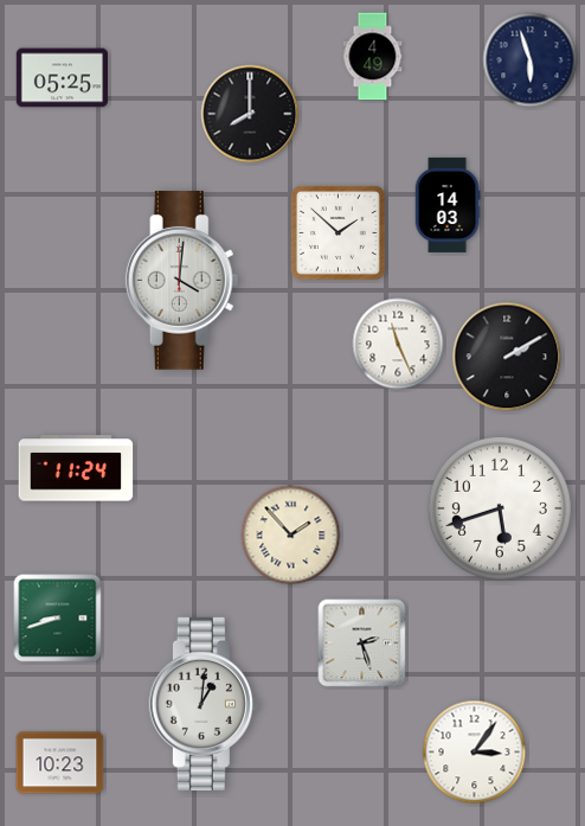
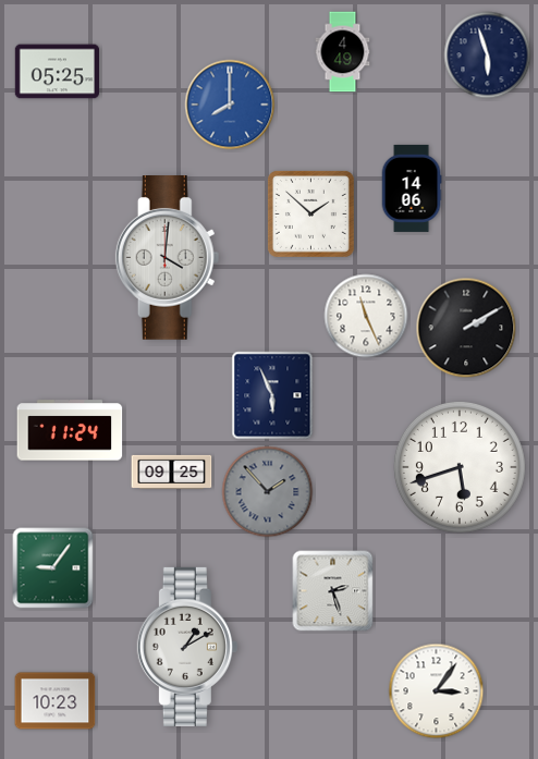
clock at (250, 114) dial: black -> blue
clock at (448, 205): 14:03 -> 14:06
clock at (272, 395): none -> 5:56
clock at (172, 472): none -> 09:25
clock at (291, 536) dial: cream -> grey
clock at (58, 619): 8:42 -> 9:06
clock at (204, 704): 1:01 -> 1:10
